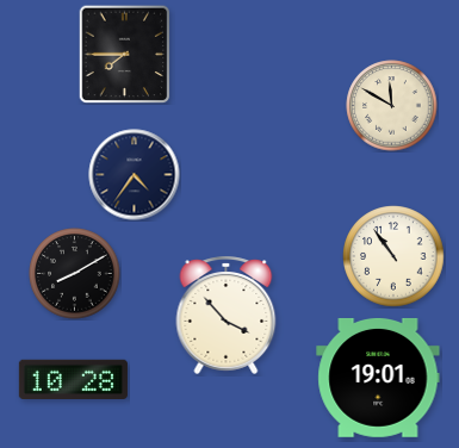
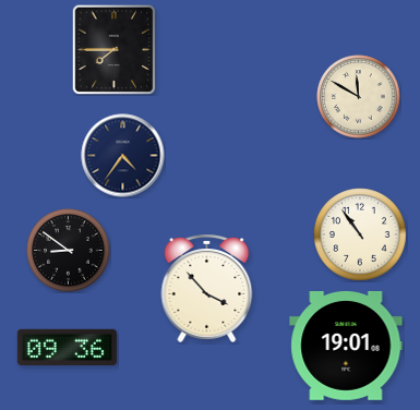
clock at (135, 175) position: (135, 175) -> (123, 156)
clock at (75, 274): 8:10 -> 8:51
clock at (73, 380): 10:28 -> 09:36
